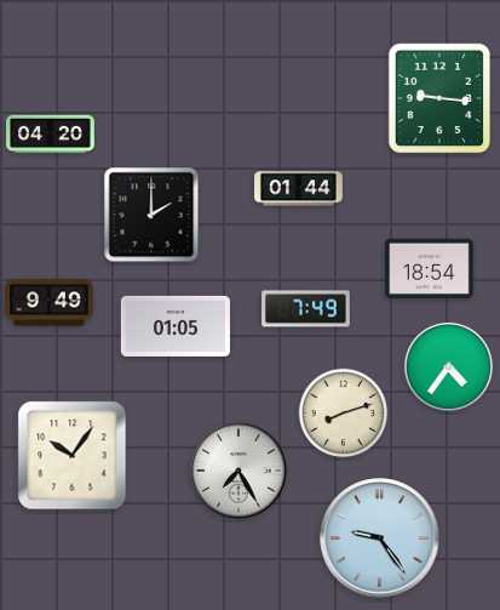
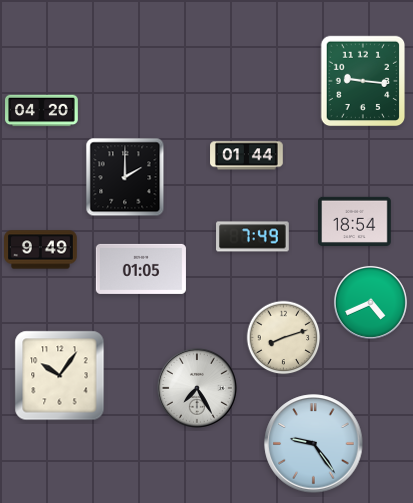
clock at (306, 309) position: (306, 309) -> (253, 237)
clock at (176, 326) position: (176, 326) -> (141, 269)
clock at (448, 366): 4:36 -> 4:41
clock at (344, 414) position: (344, 414) -> (284, 338)
